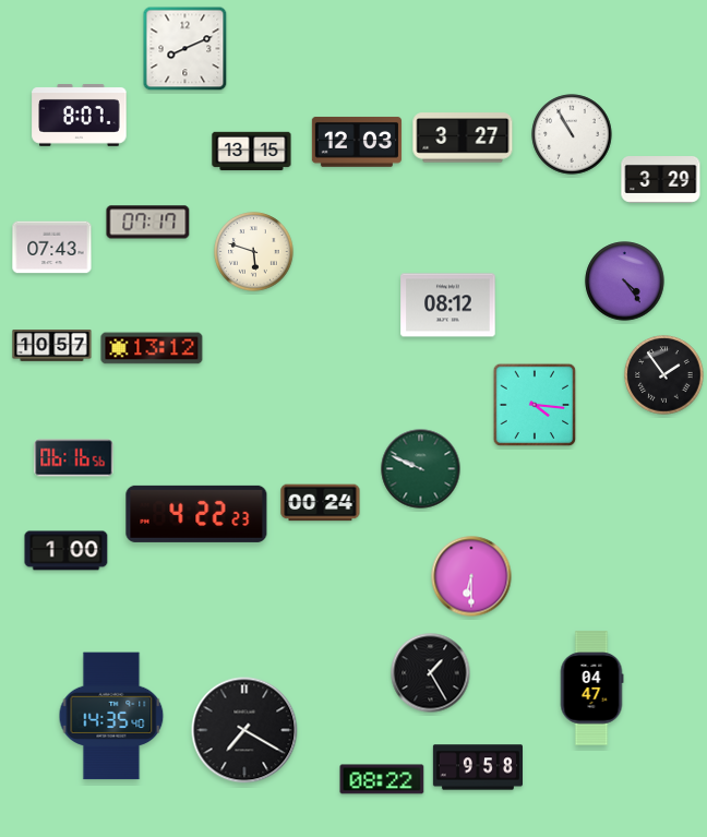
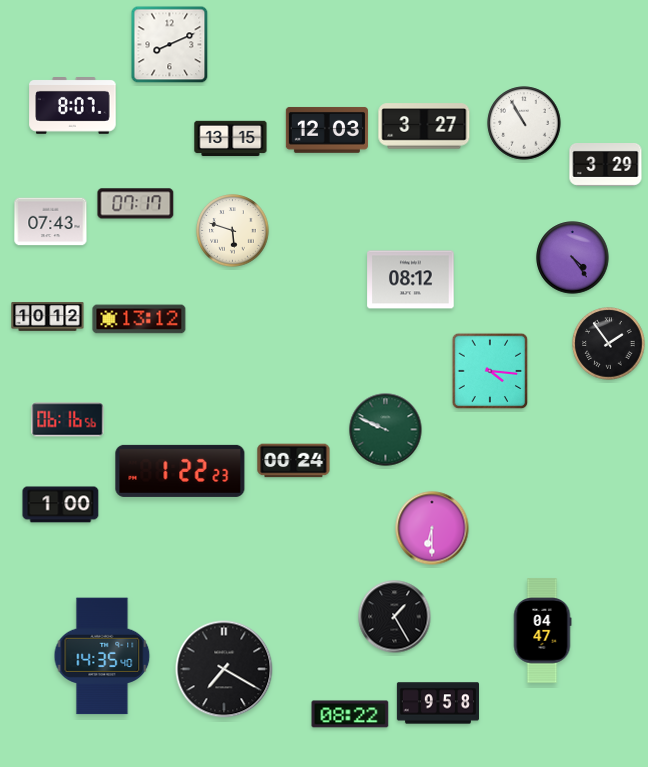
clock at (52, 248) position: (52, 248) -> (51, 222)
clock at (52, 346): 10:57 -> 10:12
clock at (196, 514): 4:22 -> 1:22
